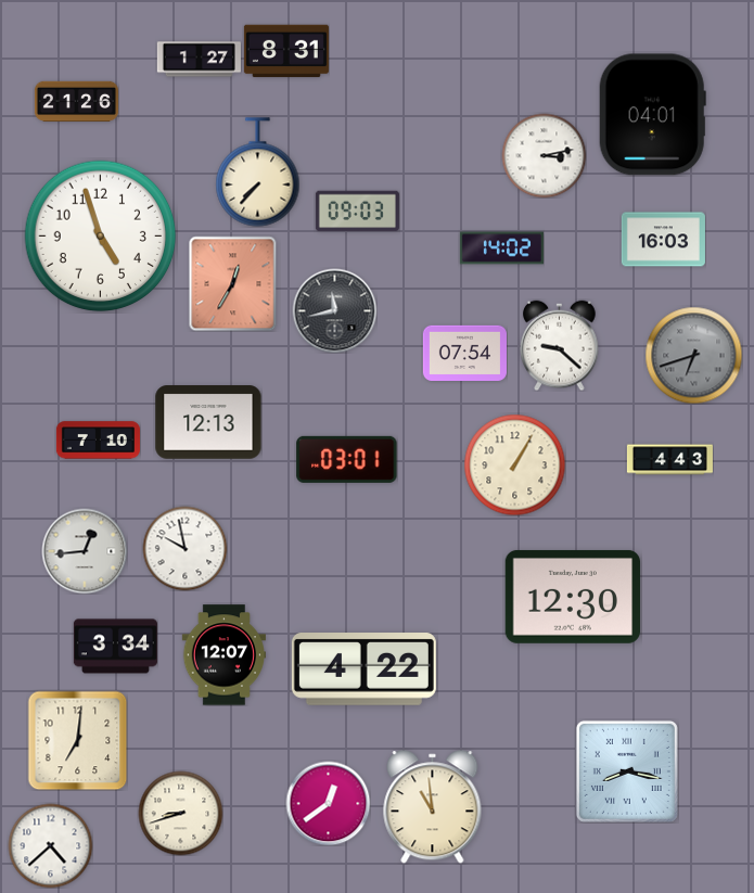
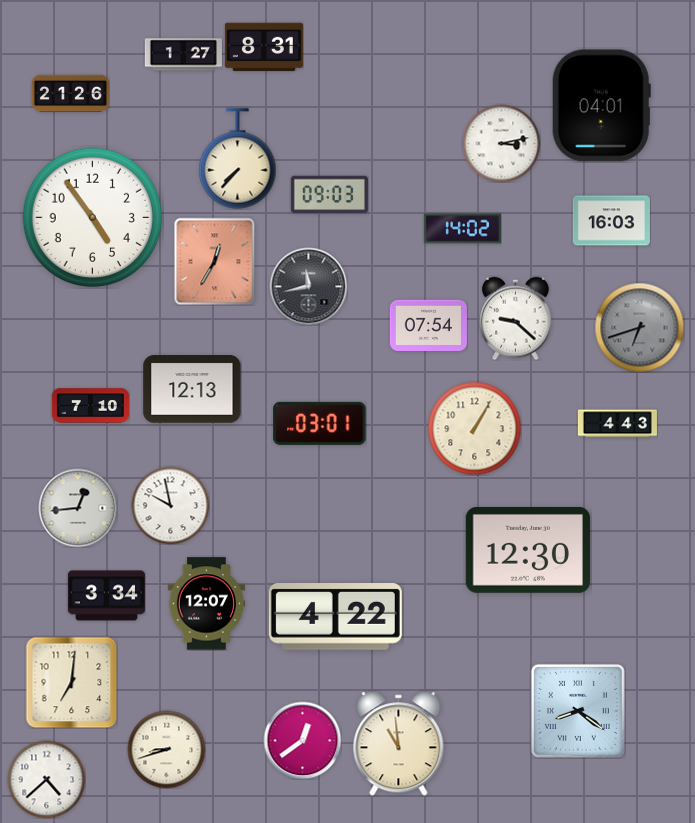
clock at (101, 237): 4:57 -> 4:54
clock at (627, 771): 8:17 -> 8:21
